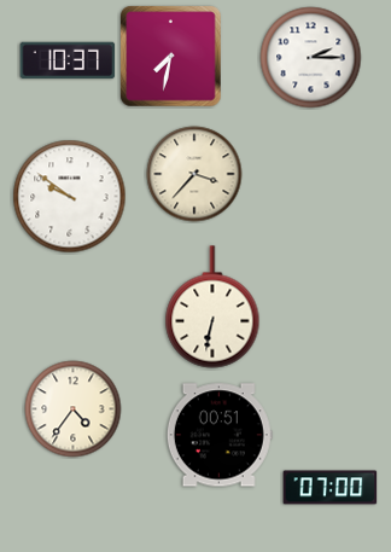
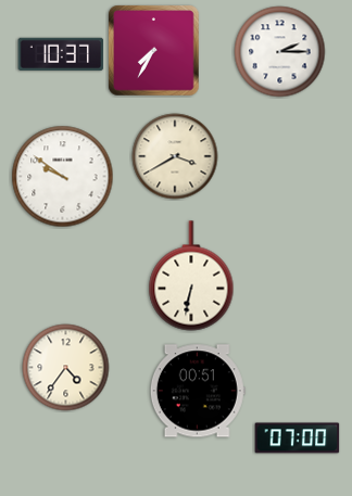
clock at (171, 57): 7:32 -> 7:35
clock at (194, 174): 3:37 -> 3:40
